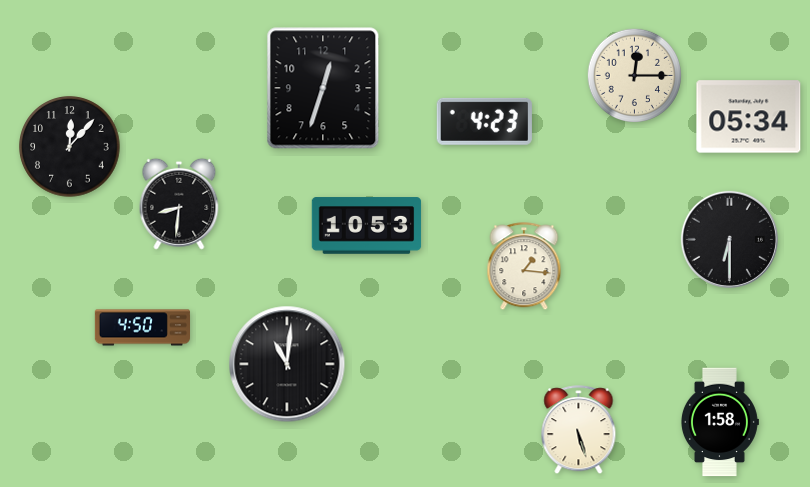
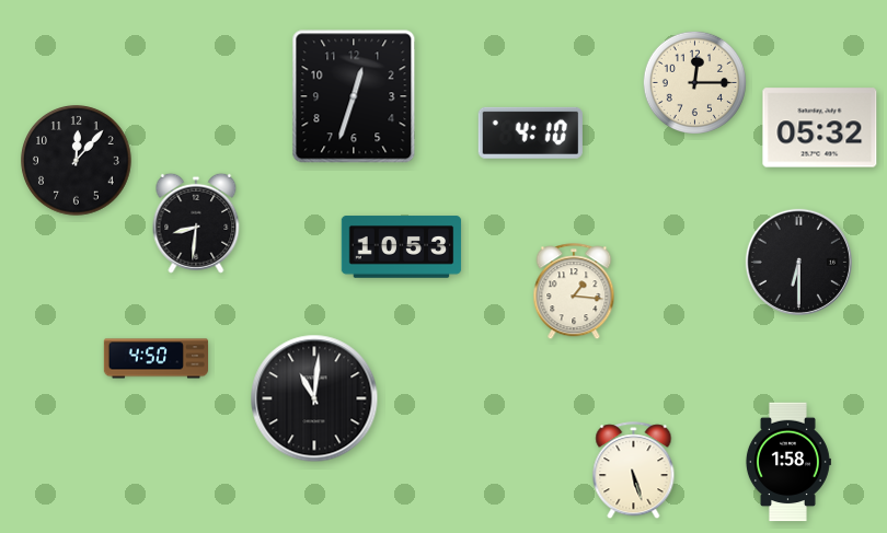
clock at (749, 117): 05:34 -> 05:32
clock at (484, 121): 4:23 -> 4:10
